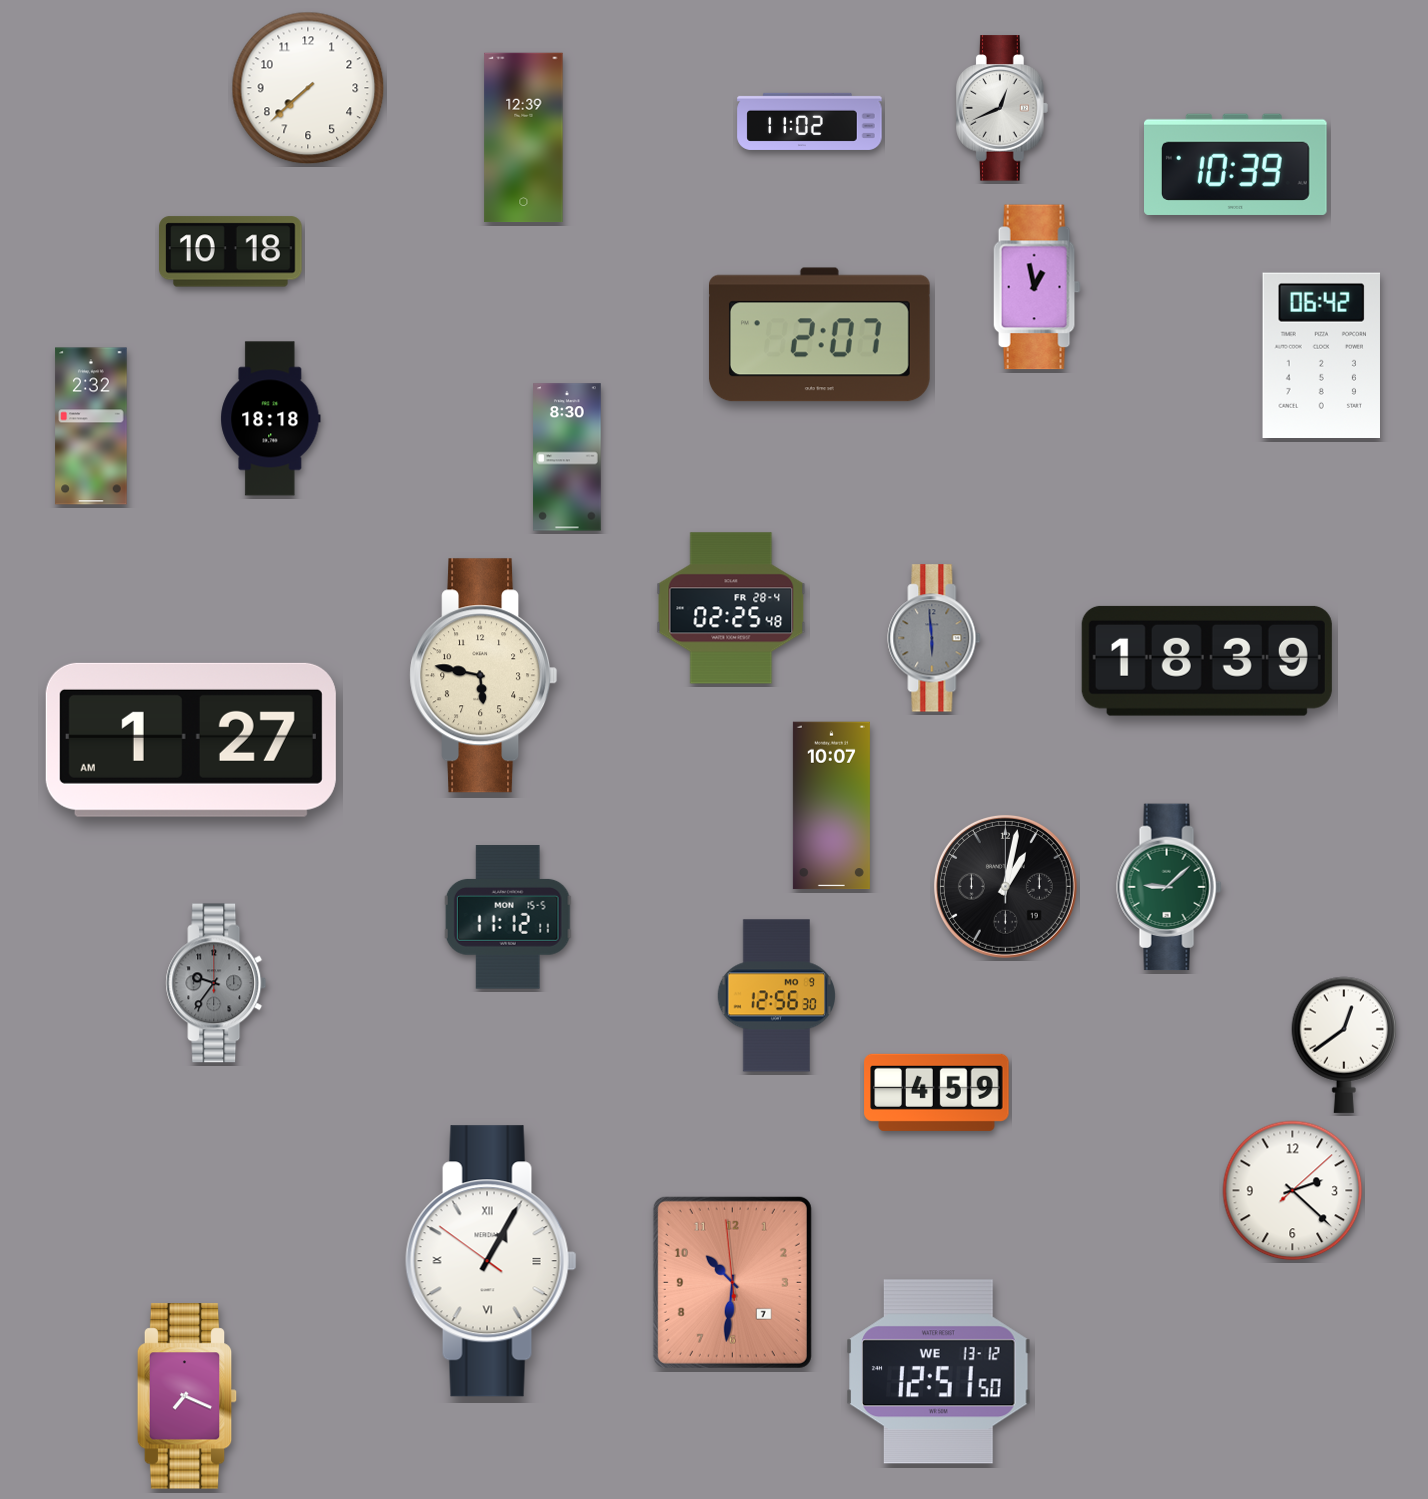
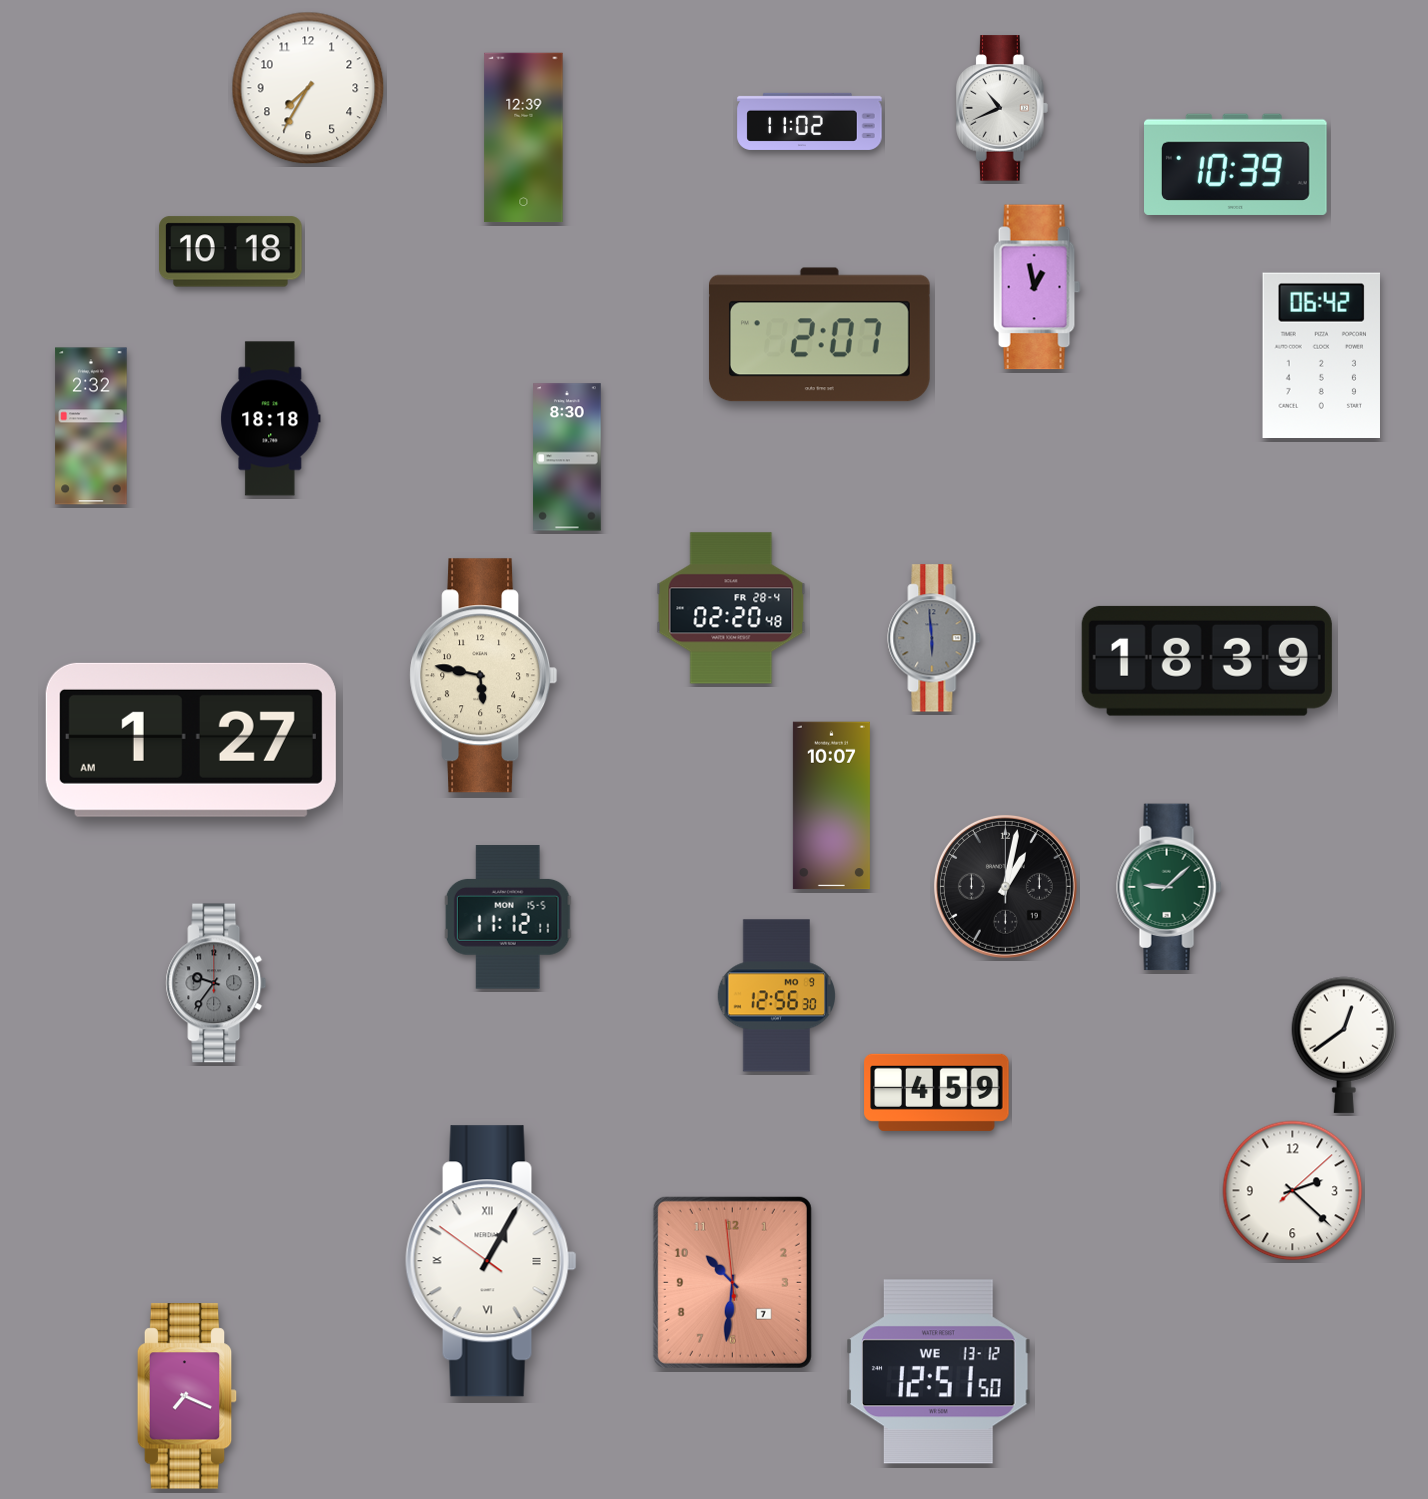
clock at (308, 88): 7:38 -> 7:35
clock at (1003, 108): 12:41 -> 10:41
clock at (731, 608): 02:25 -> 02:20
